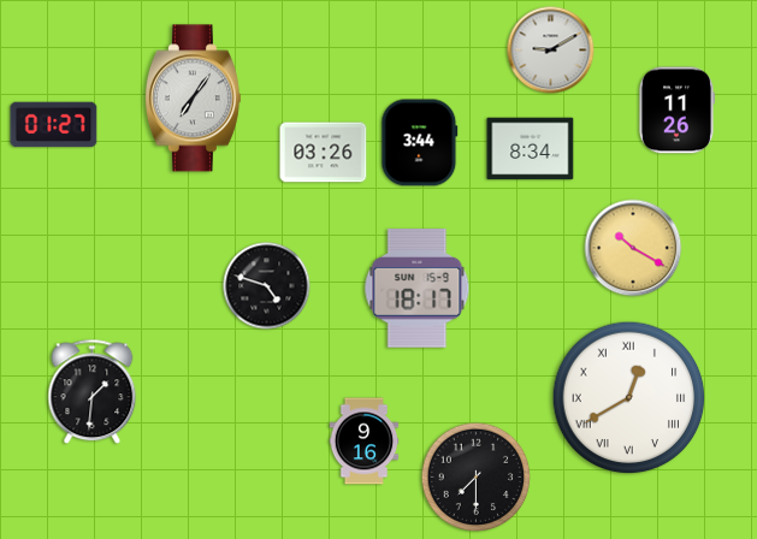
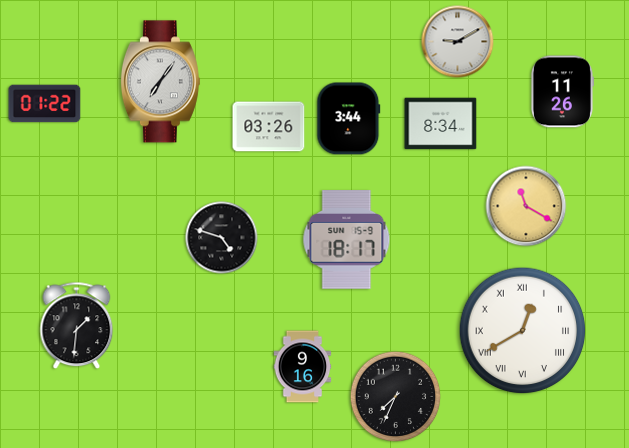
clock at (54, 125): 01:27 -> 01:22
clock at (633, 248): 10:20 -> 11:20
clock at (477, 478): 7:30 -> 7:34
